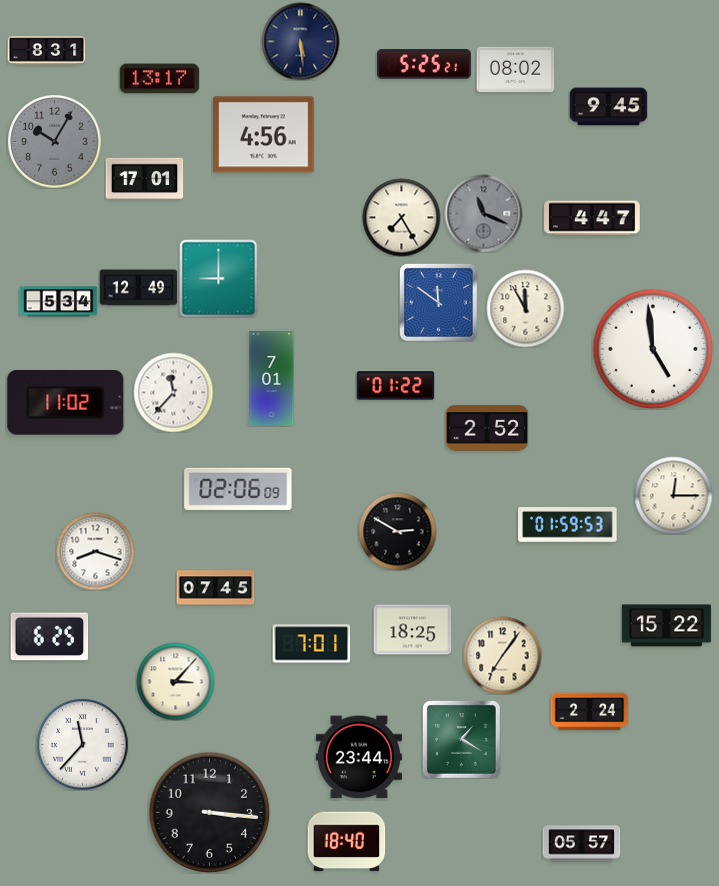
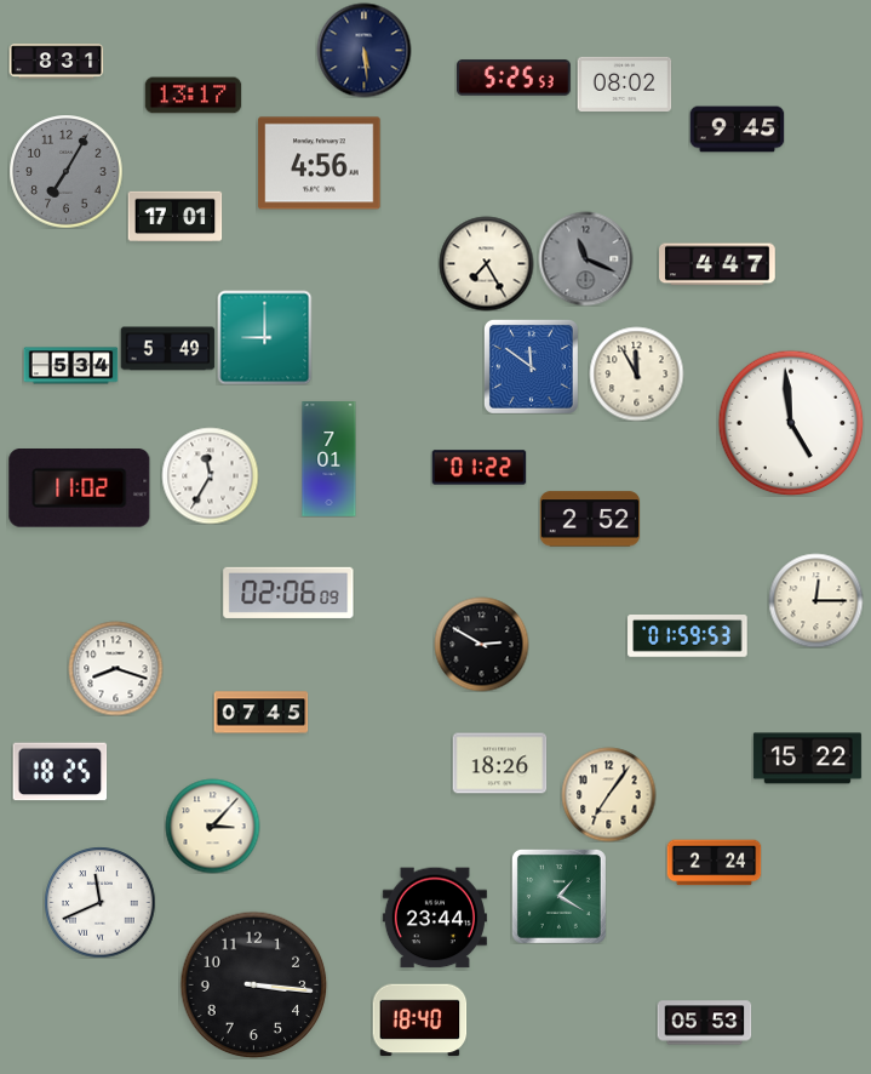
clock at (424, 64): 5:25:21 -> 5:25:53
clock at (54, 141): 10:05 -> 7:05
clock at (138, 288): 12:49 -> 5:49
clock at (173, 392): 11:37 -> 11:35
clock at (412, 630): 18:25 -> 18:26
clock at (49, 637): 6:25 -> 18:25
clock at (311, 644): 7:01 -> none
clock at (82, 744): 11:37 -> 11:41
clock at (581, 844): 05:57 -> 05:53
